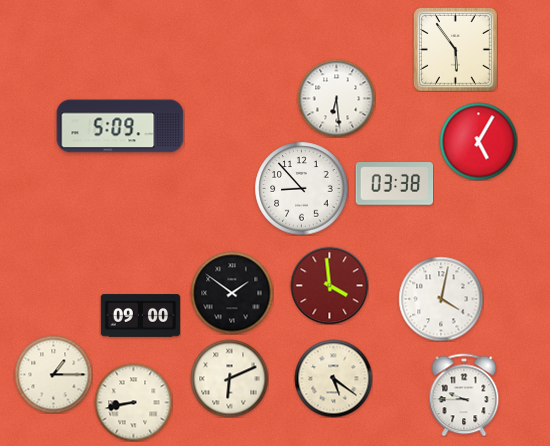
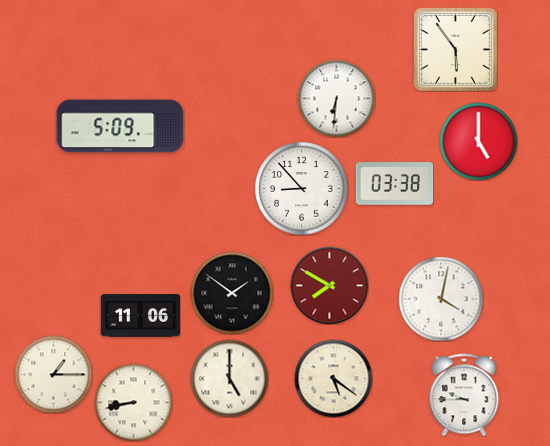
clock at (336, 98): 6:29 -> 6:31
clock at (478, 141): 5:05 -> 5:00
clock at (329, 285): 3:59 -> 7:50
clock at (140, 316): 09:00 -> 11:06
clock at (229, 378): 6:11 -> 5:00
